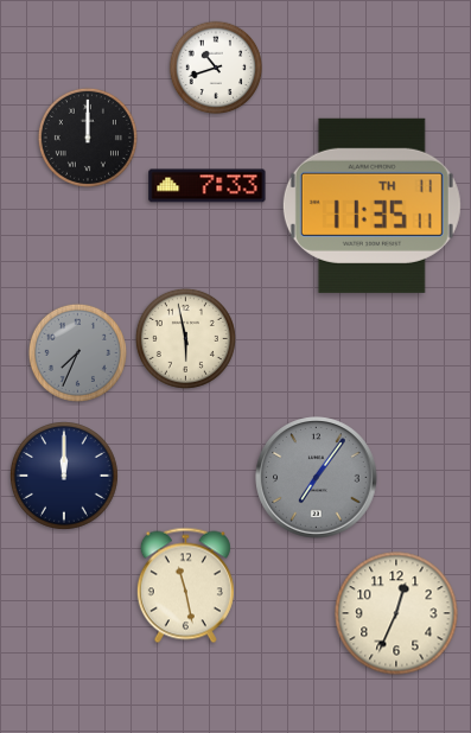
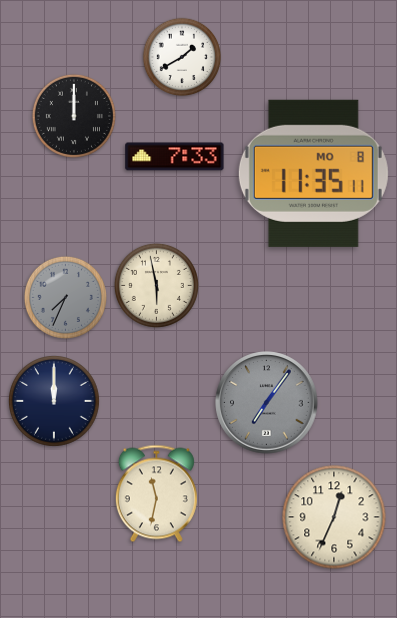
clock at (216, 68): 10:42 -> 1:40
clock at (371, 205) date: TH 11 -> MO 8
clock at (185, 586): 11:28 -> 11:32
